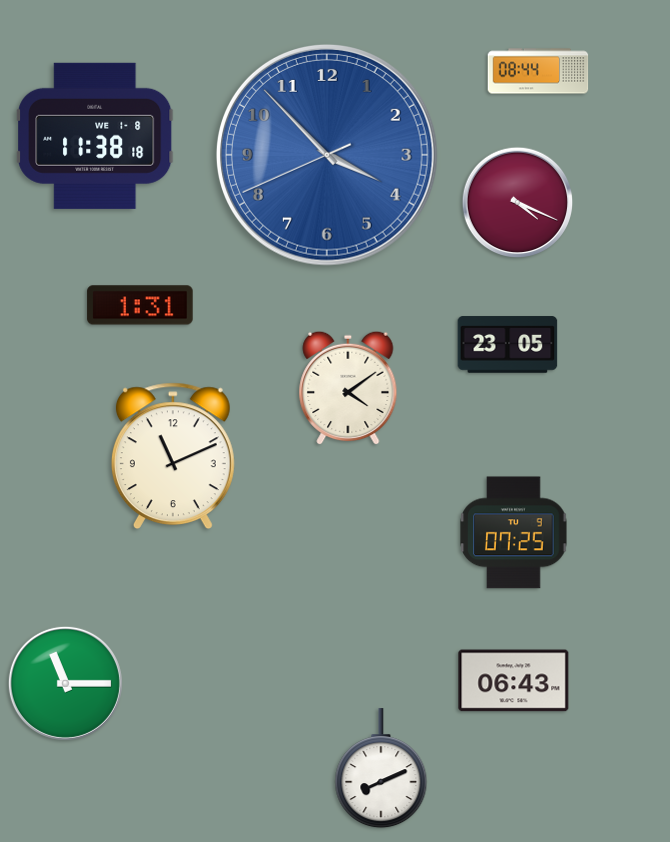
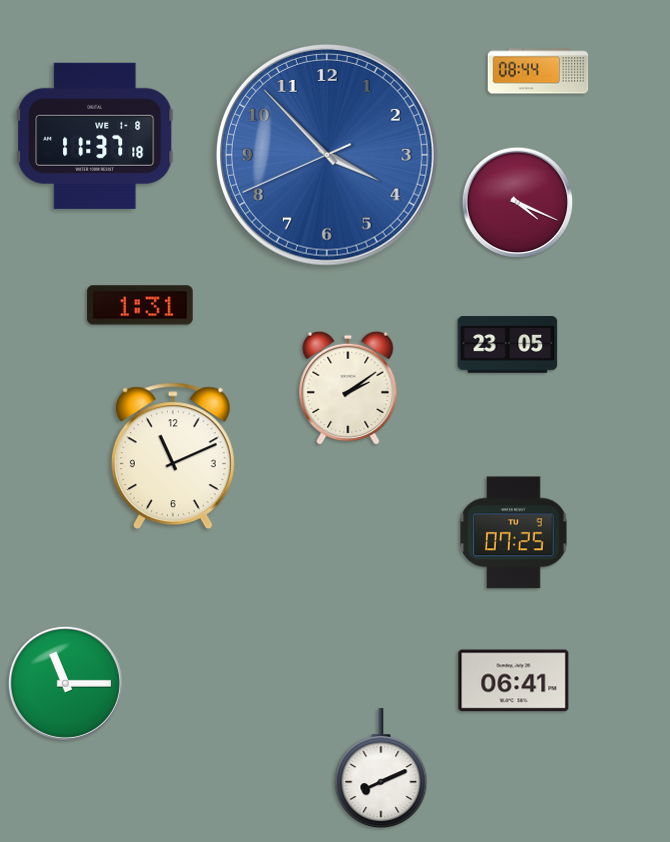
clock at (95, 136): 11:38 -> 11:37
clock at (348, 388): 4:09 -> 2:09
clock at (514, 681): 06:43 -> 06:41
